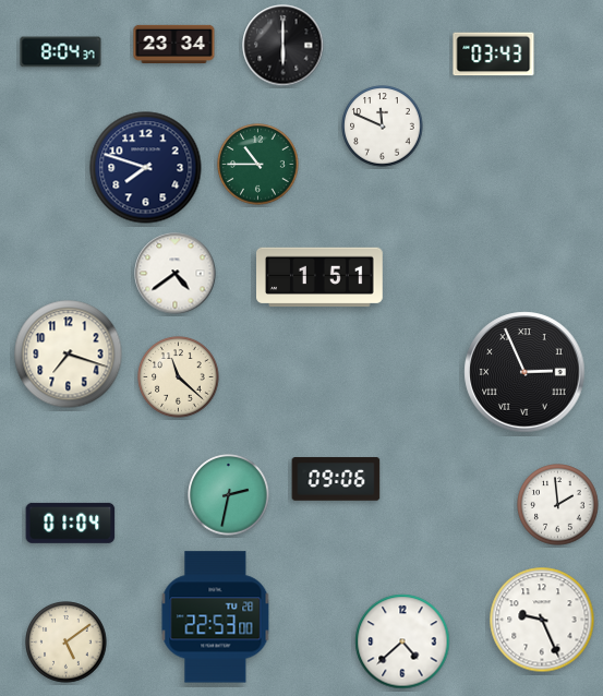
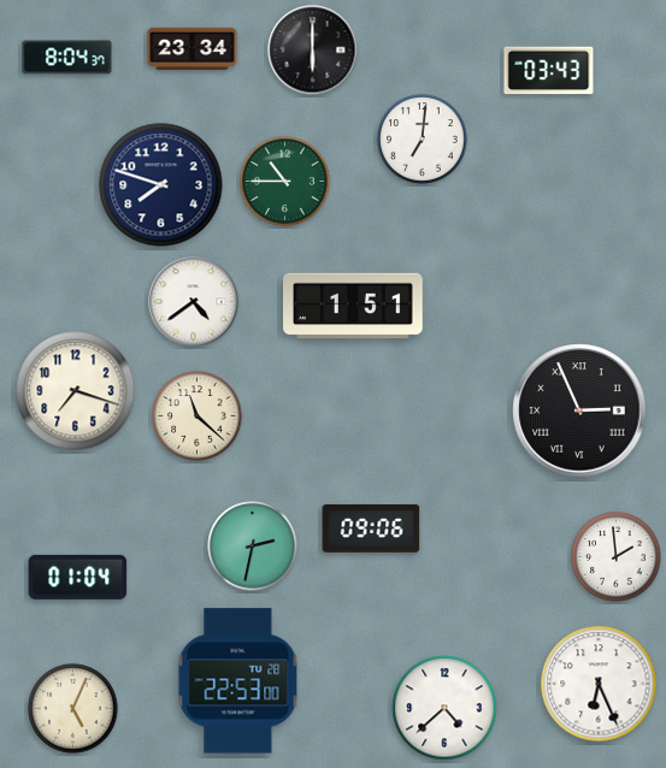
clock at (494, 55) position: (494, 55) -> (549, 71)
clock at (383, 127): 11:49 -> 7:01
clock at (542, 620): 9:26 -> 6:26
clock at (67, 643): 5:09 -> 5:04
